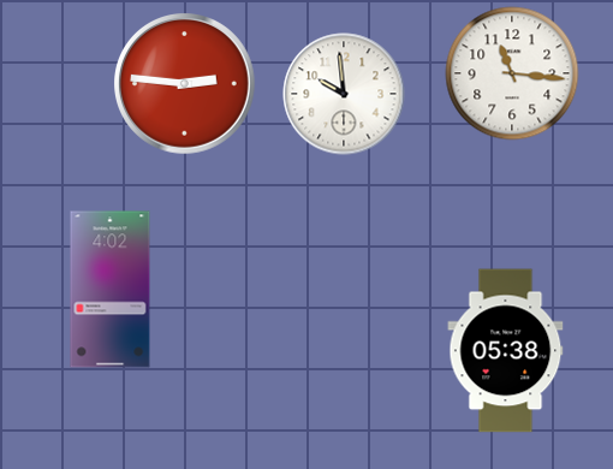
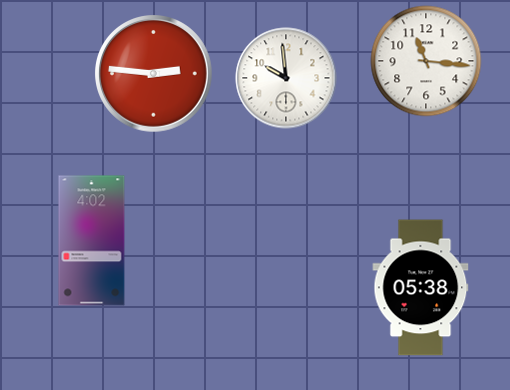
clock at (185, 84) position: (185, 84) -> (154, 74)
clock at (506, 351) position: (506, 351) -> (421, 288)
